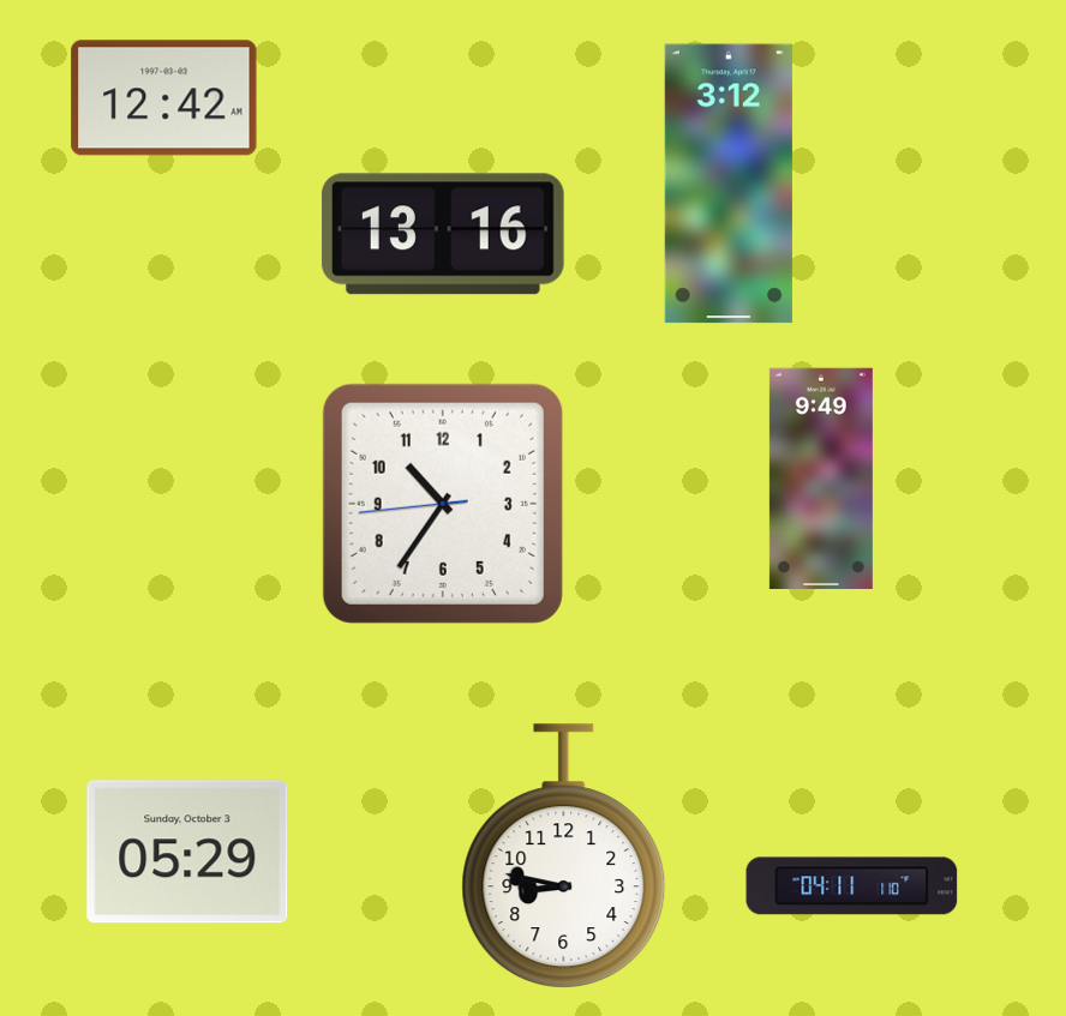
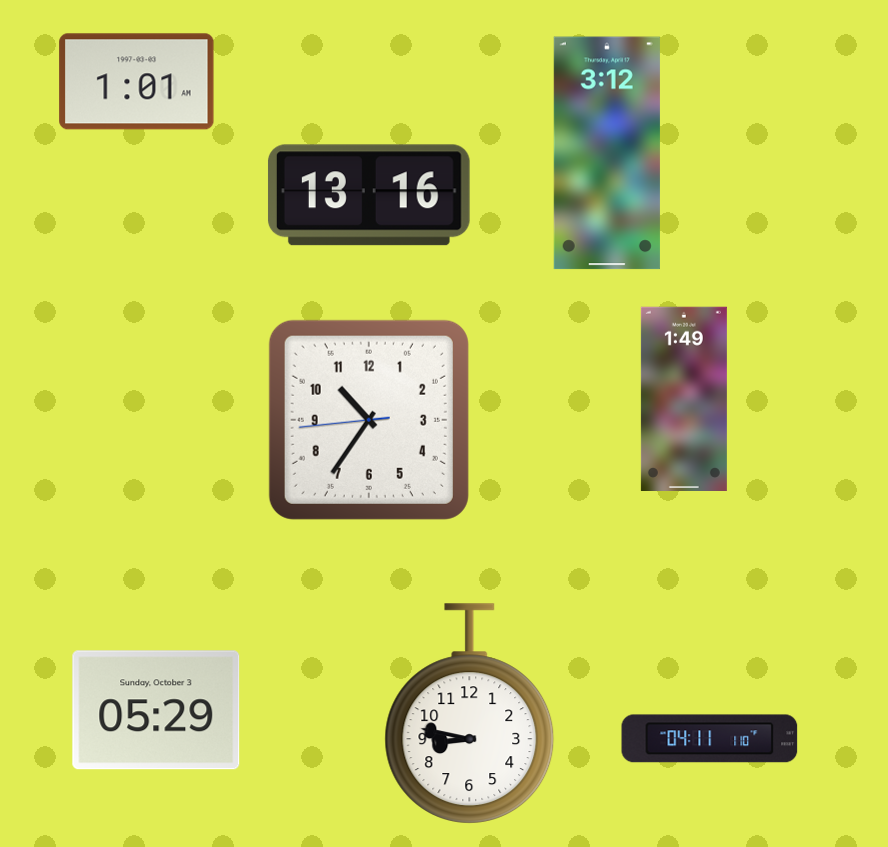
clock at (164, 98): 12:42 -> 1:01
clock at (821, 477): 9:49 -> 1:49
